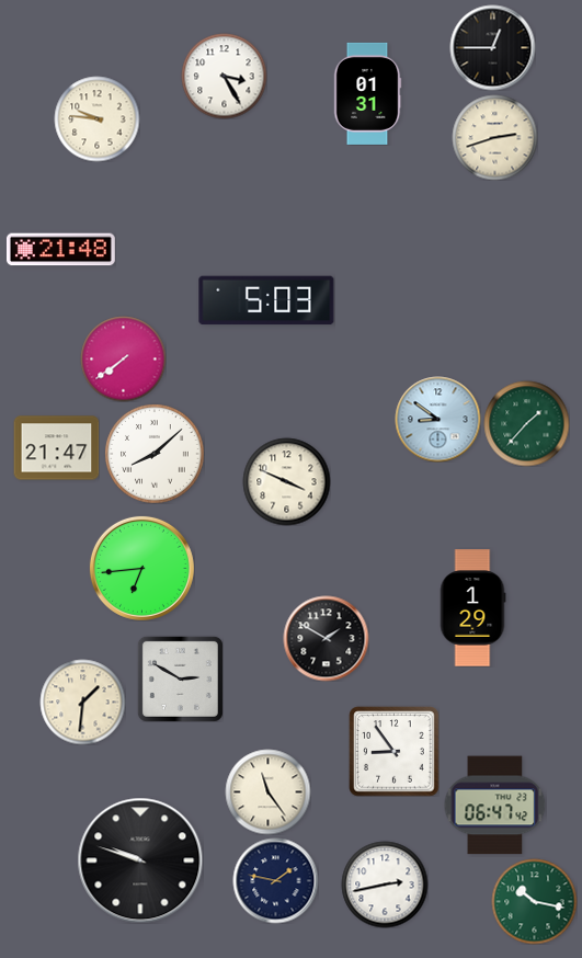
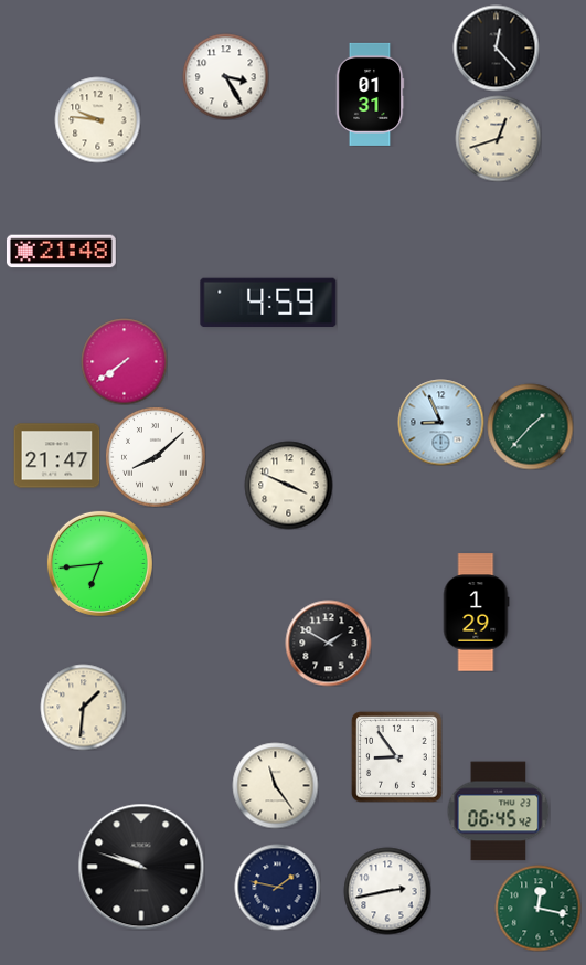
clock at (492, 47): 12:45 -> 12:23
clock at (494, 137): 2:42 -> 12:42
clock at (266, 300): 5:03 -> 4:59
clock at (437, 419): 8:51 -> 8:56
clock at (56, 448) position: (56, 448) -> (56, 456)
clock at (141, 568) position: (141, 568) -> (99, 563)
clock at (180, 678): 2:50 -> none
clock at (267, 791) position: (267, 791) -> (275, 785)
clock at (494, 806): 06:47 -> 06:45
clock at (534, 901): 10:17 -> 12:17
